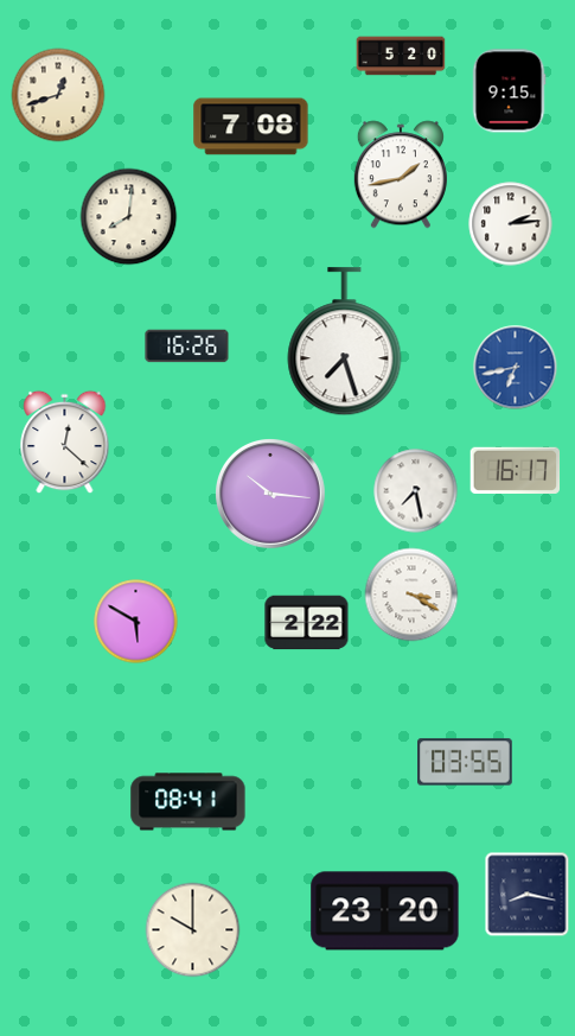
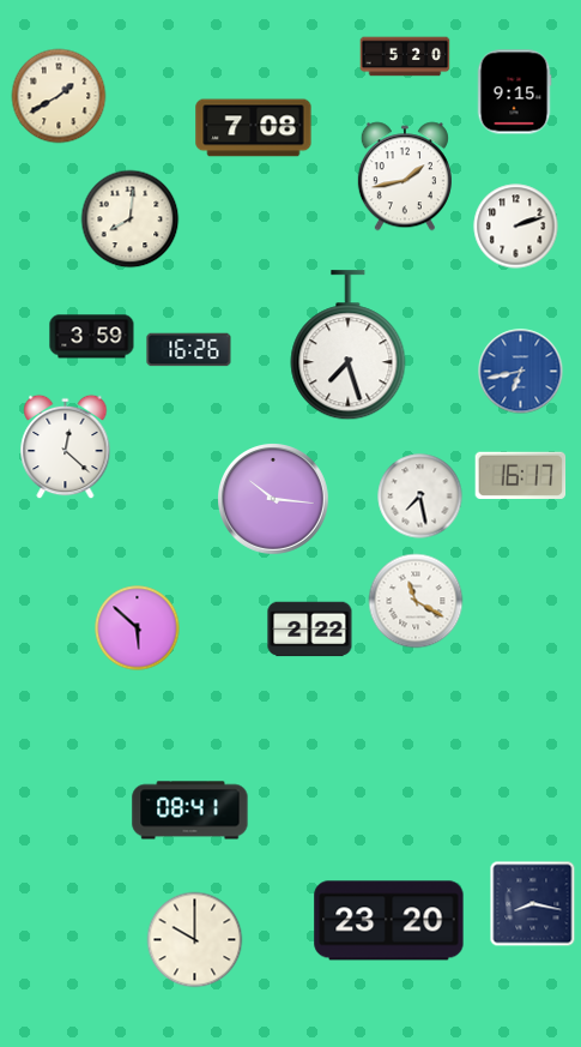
clock at (58, 95): 12:42 -> 1:40
clock at (511, 224): 2:14 -> 2:12
clock at (92, 337): none -> 3:59
clock at (411, 595): 3:20 -> 11:20
clock at (136, 622): 5:50 -> 5:52
clock at (465, 762): 03:55 -> none
